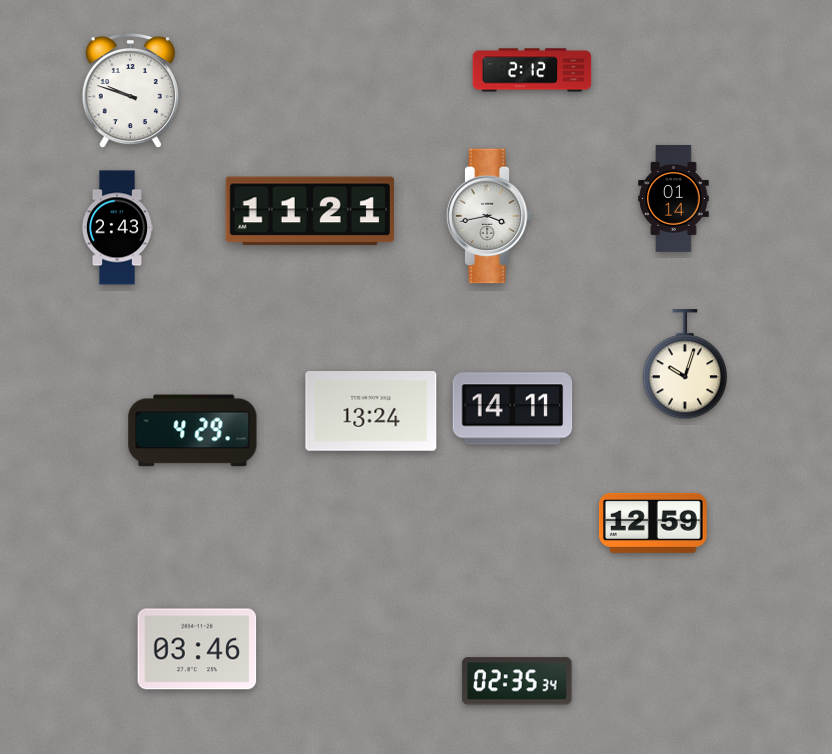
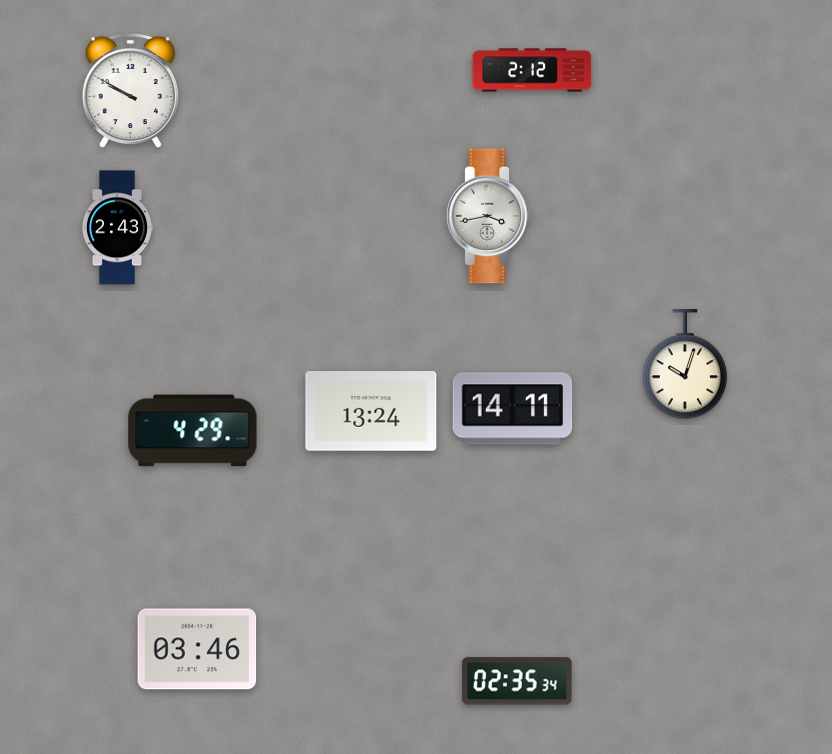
clock at (130, 91): 9:48 -> 9:50
clock at (674, 198): 01:14 -> none
clock at (309, 211): 11:21 -> none
clock at (653, 523): 12:59 -> none
